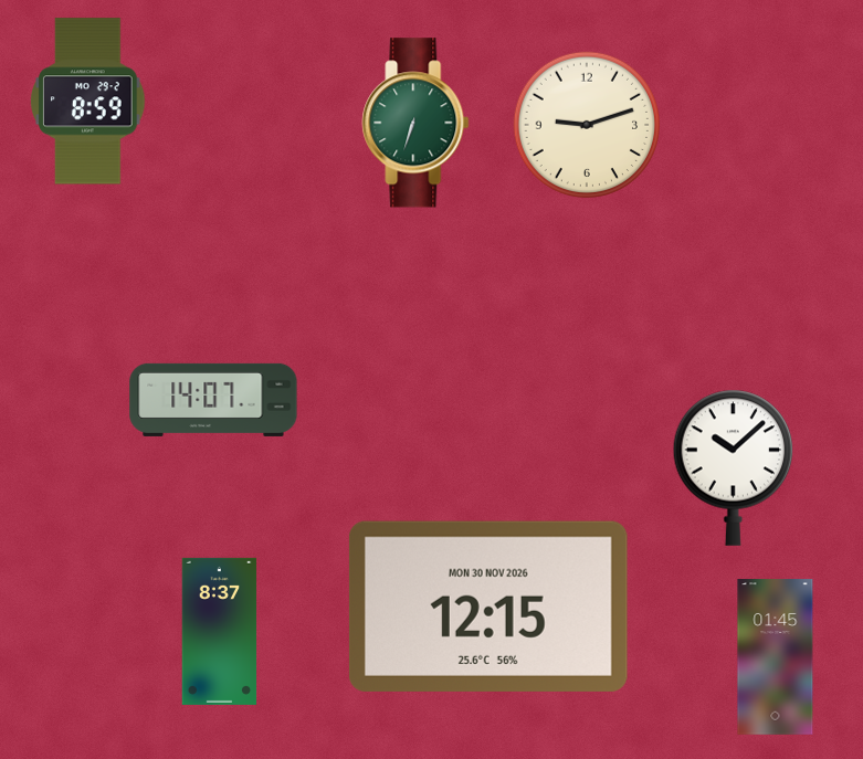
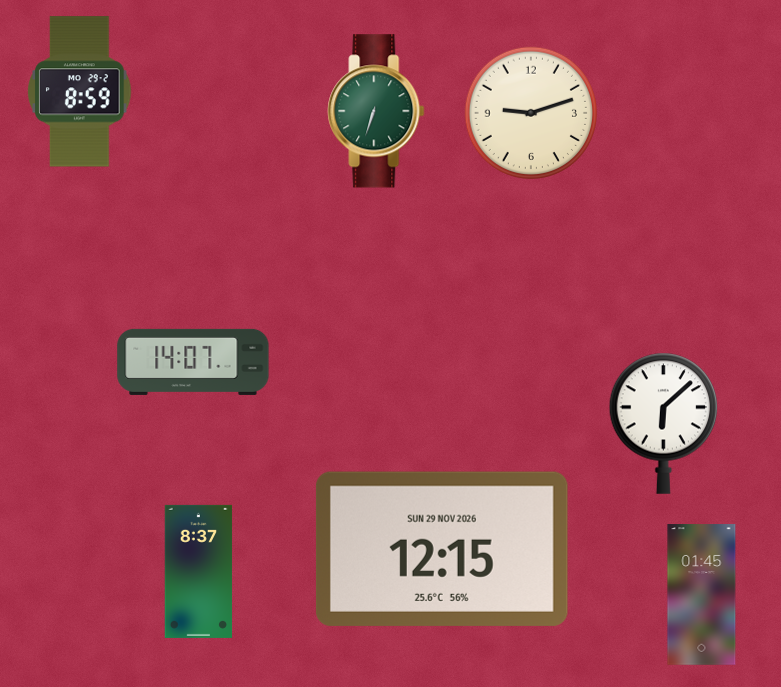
clock at (734, 467): 10:08 -> 6:08
clock at (488, 607) date: MON 30 NOV 2026 -> SUN 29 NOV 2026
